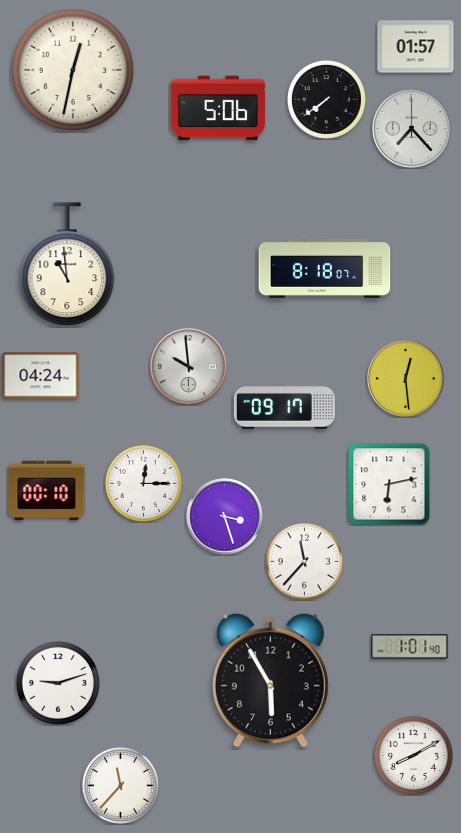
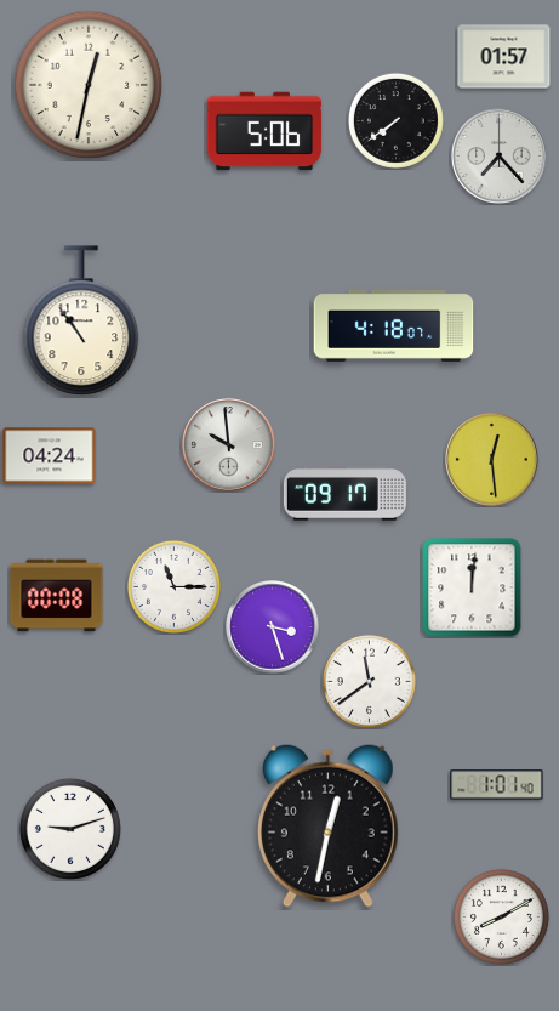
clock at (67, 264): 10:59 -> 10:54
clock at (325, 268): 8:18 -> 4:18
clock at (143, 483): 12:15 -> 11:15
clock at (389, 484): 6:13 -> 12:01
clock at (47, 491): 00:10 -> 00:08
clock at (304, 561): 11:37 -> 11:39
clock at (270, 680): 5:55 -> 12:32
clock at (120, 785): 11:37 -> none
